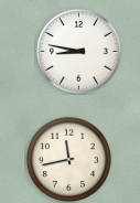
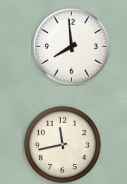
clock at (78, 51): 8:47 -> 7:59
